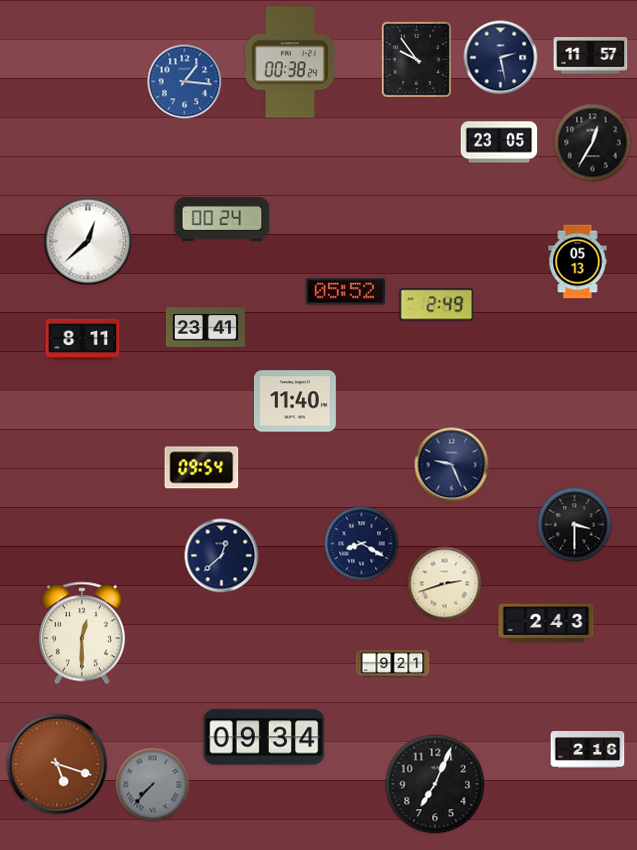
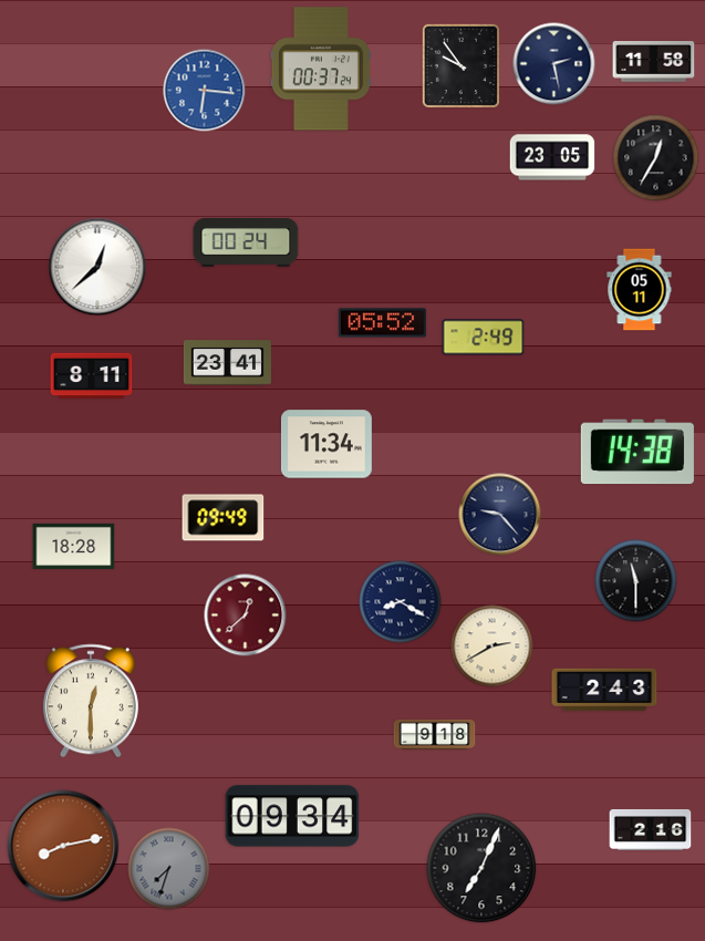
clock at (591, 56): 11:57 -> 11:58
clock at (290, 62): 00:38 -> 00:37
clock at (185, 82): 1:16 -> 6:16
clock at (578, 262): 05:13 -> 05:11
clock at (295, 401): 11:40 -> 11:34
clock at (637, 452): none -> 14:38
clock at (452, 465): 9:26 -> 9:23
clock at (202, 468): 09:54 -> 09:49
clock at (74, 546): none -> 18:28
clock at (575, 525): 3:30 -> 11:30
clock at (222, 556) dial: navy -> burgundy
clock at (445, 584): 2:42 -> 2:40
clock at (393, 663): 9:21 -> 9:18
clock at (57, 764): 5:18 -> 8:13
clock at (153, 785): 7:37 -> 7:33
